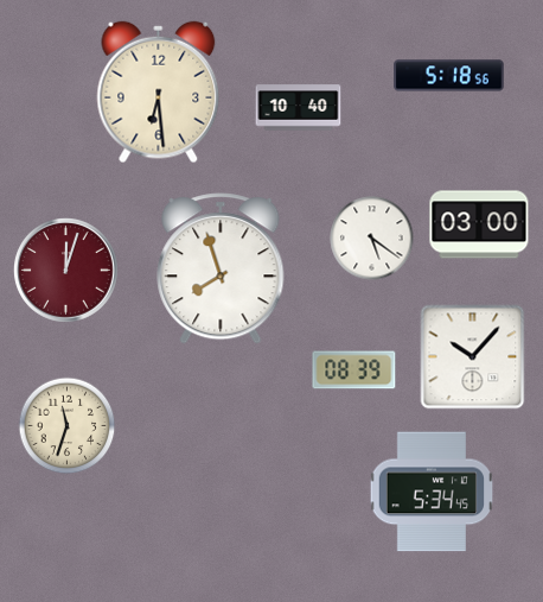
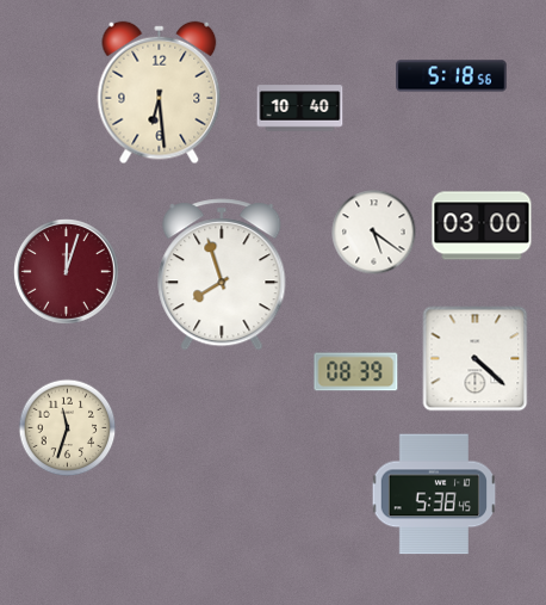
clock at (372, 239) position: (372, 239) -> (374, 233)
clock at (221, 268) position: (221, 268) -> (222, 274)
clock at (473, 357): 10:07 -> 4:22
clock at (432, 492): 5:34 -> 5:38
